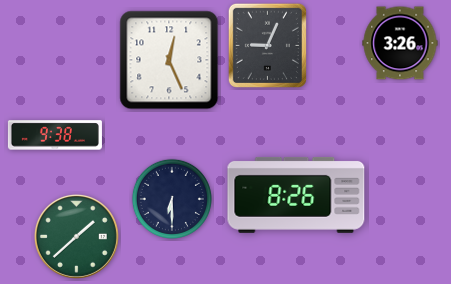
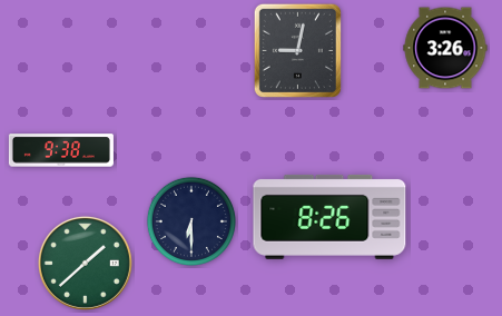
clock at (267, 45): 9:04 -> 9:02
clock at (169, 60): 12:26 -> none
